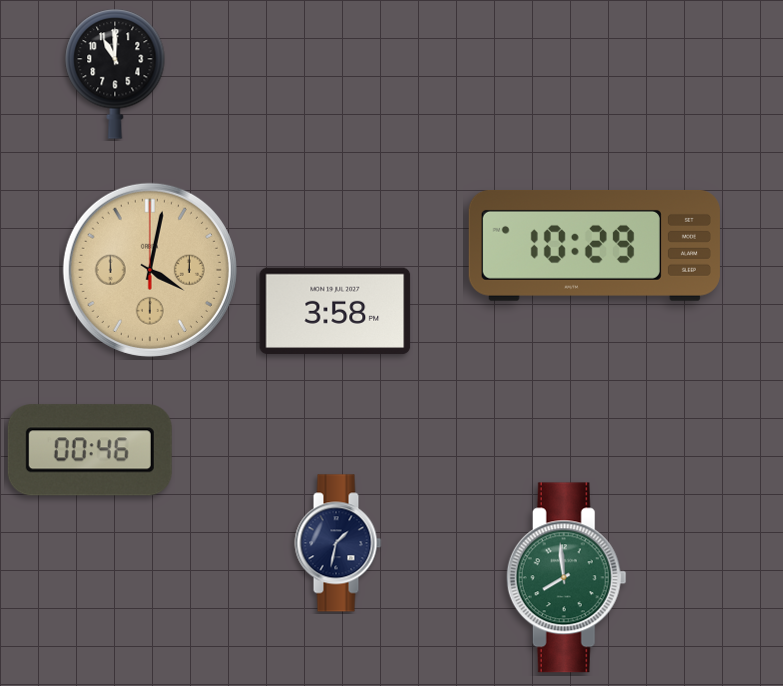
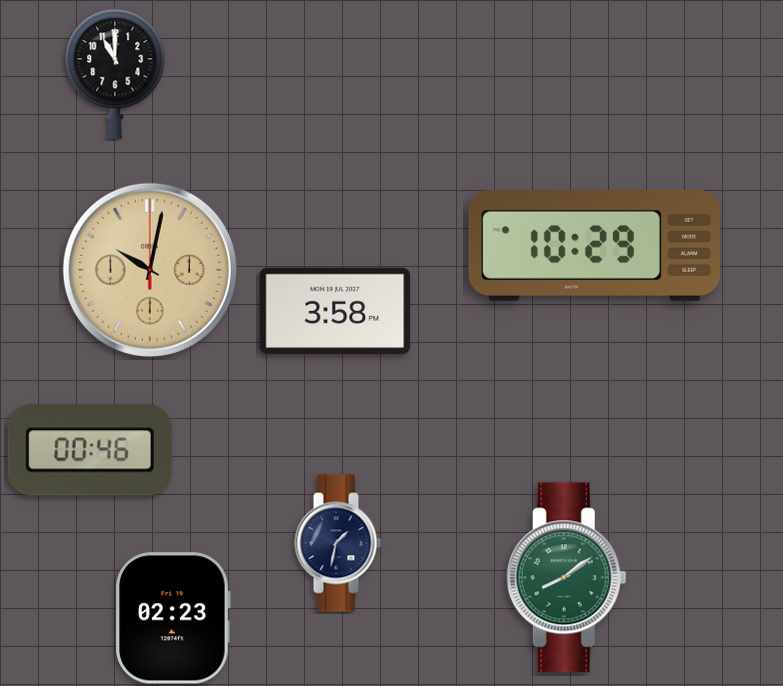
clock at (150, 270): 4:02 -> 10:02
clock at (566, 578): 7:59 -> 8:09
clock at (173, 618): none -> 02:23
